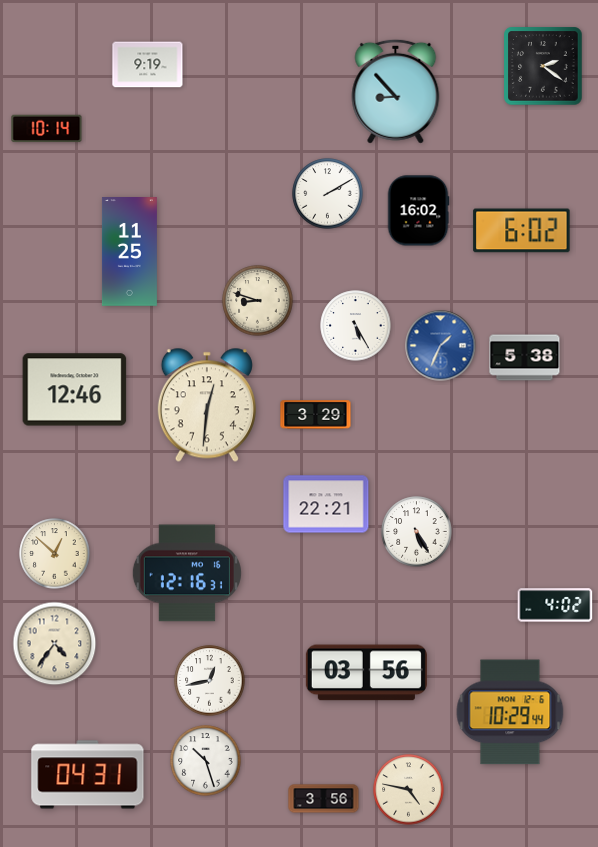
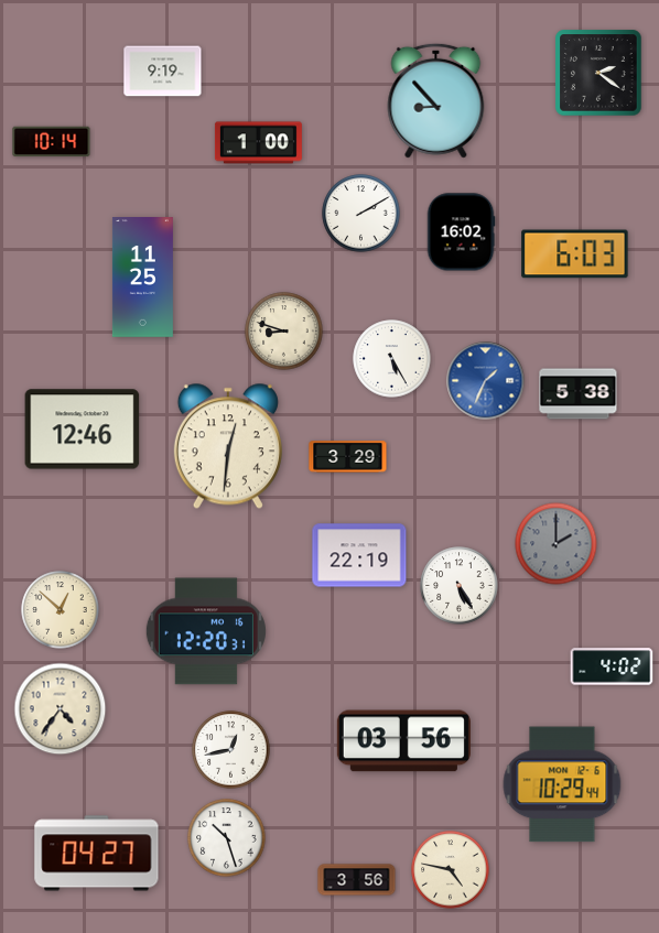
clock at (258, 143): none -> 1:00
clock at (522, 231): 6:02 -> 6:03
clock at (557, 544): none -> 2:00
clock at (326, 504): 22:21 -> 22:19
clock at (187, 573): 12:16 -> 12:20
clock at (88, 775): 04:31 -> 04:27
